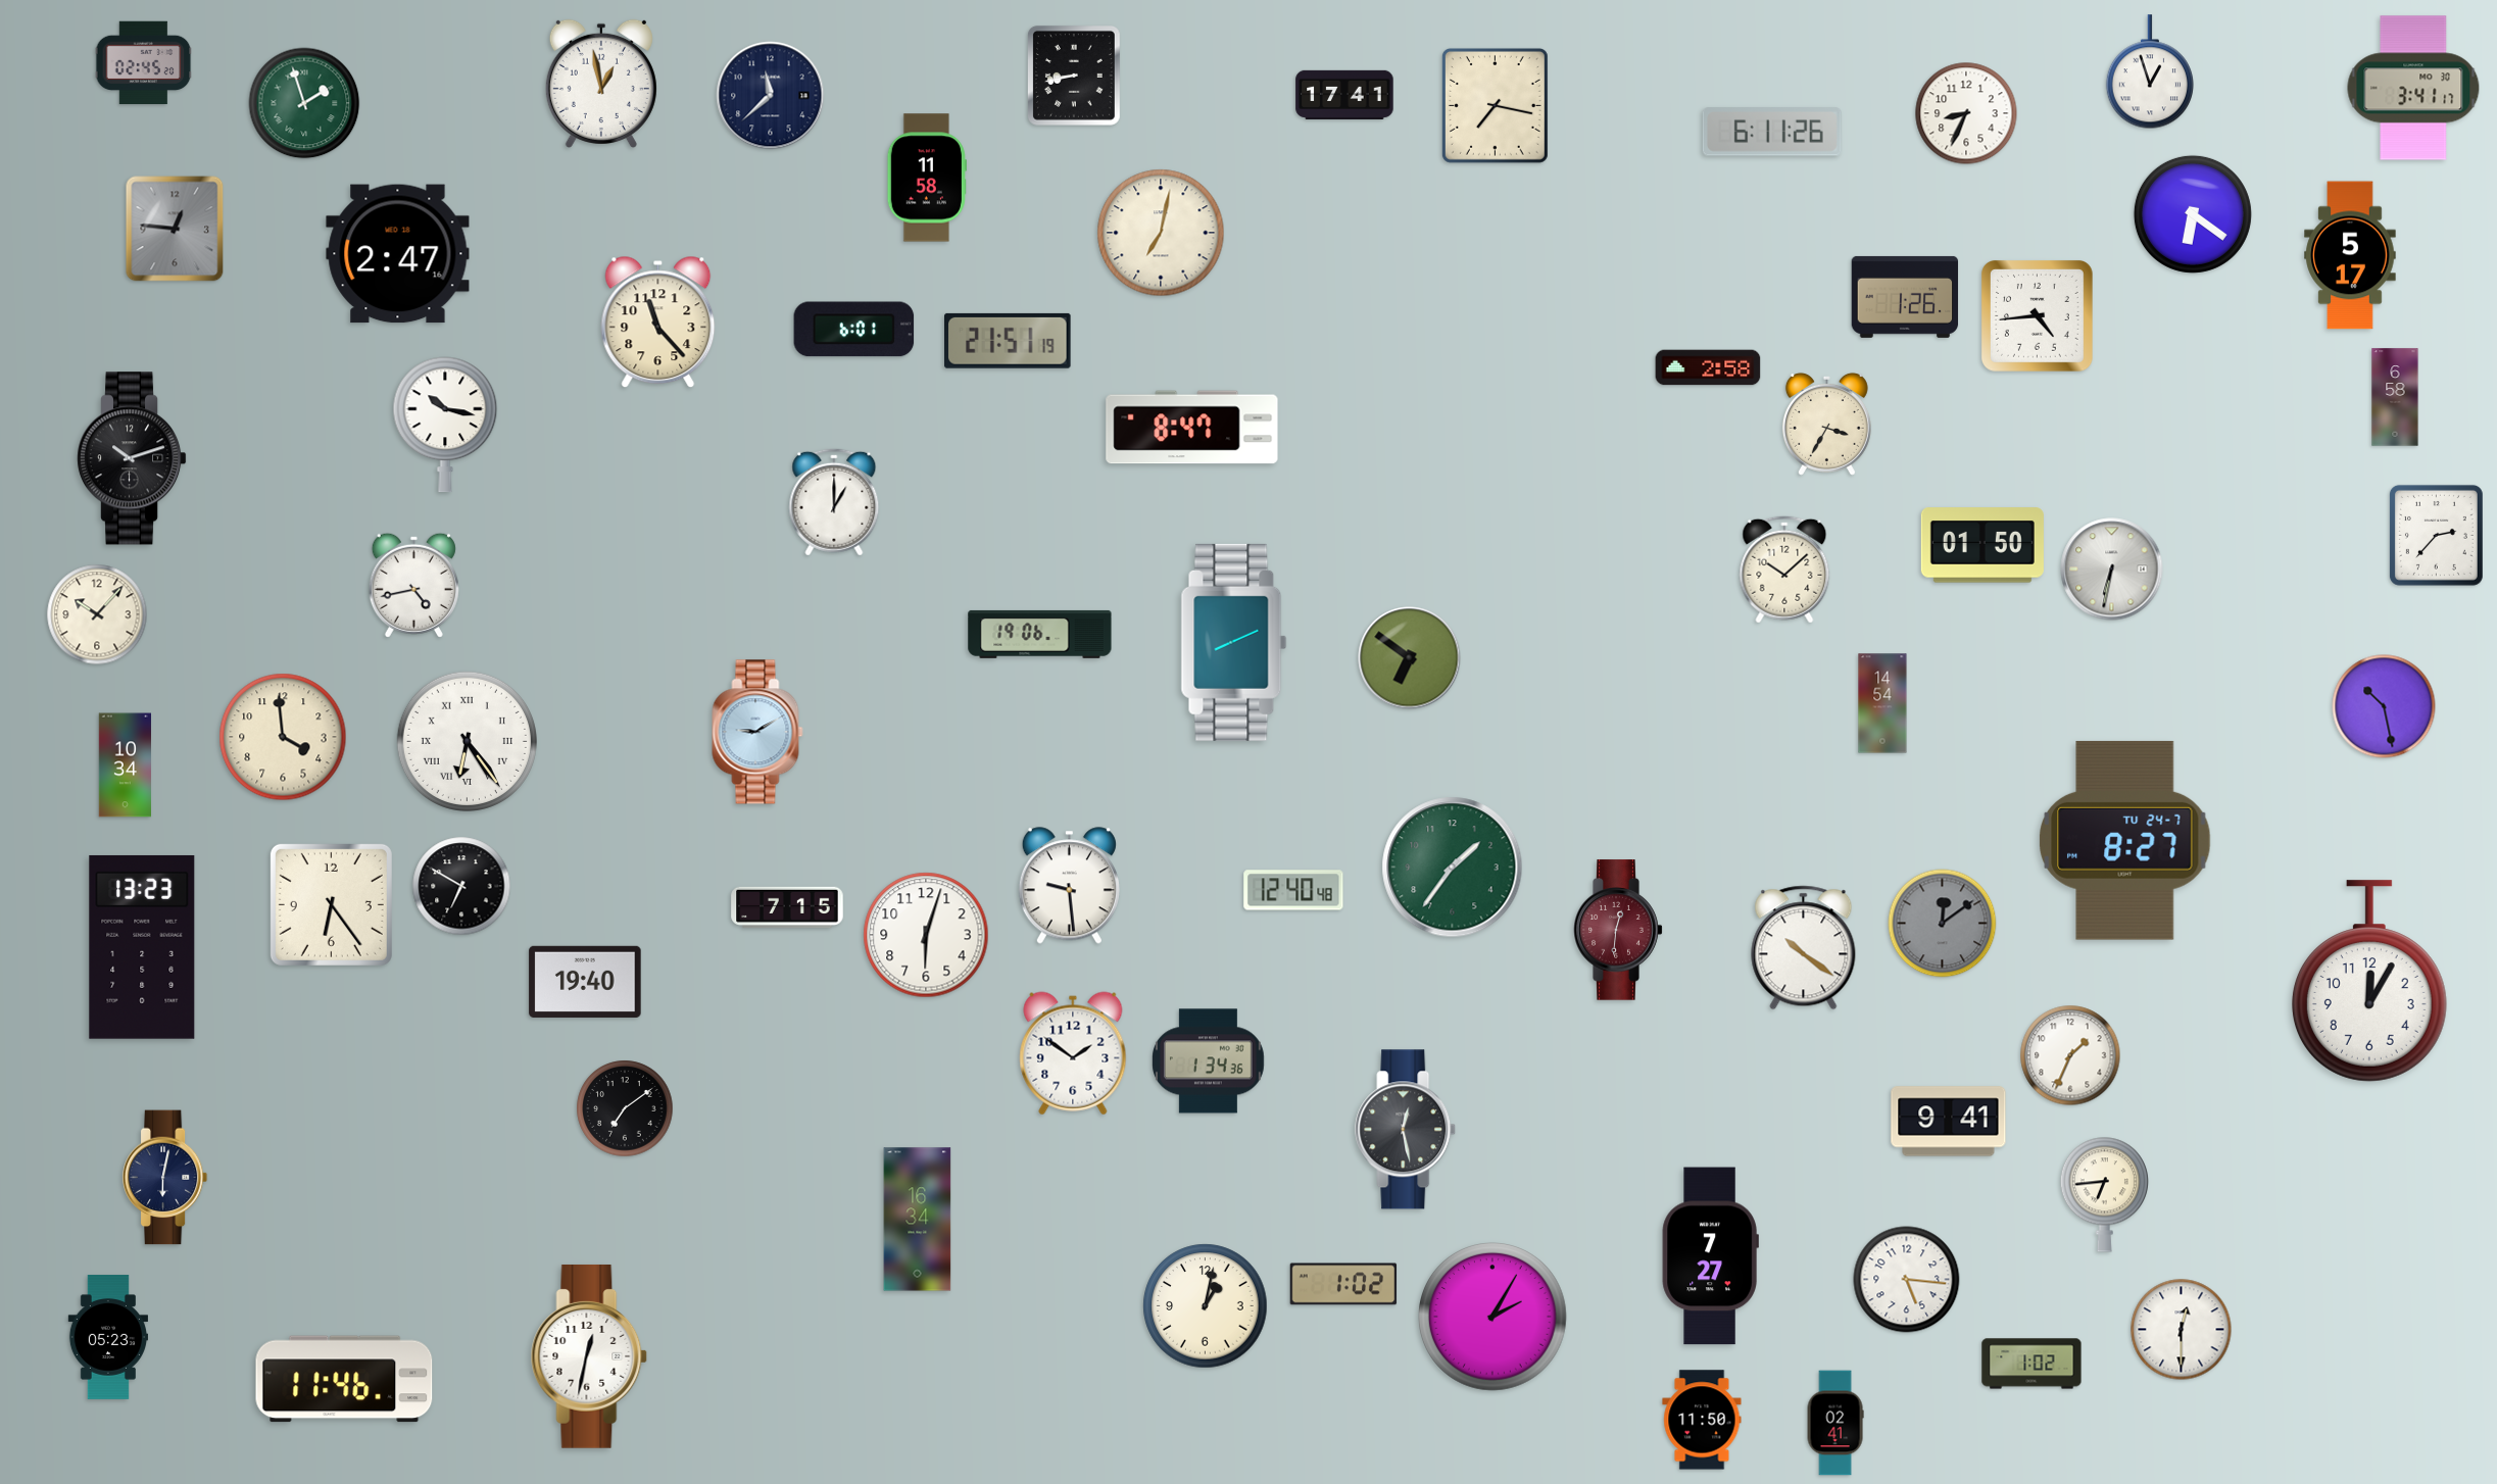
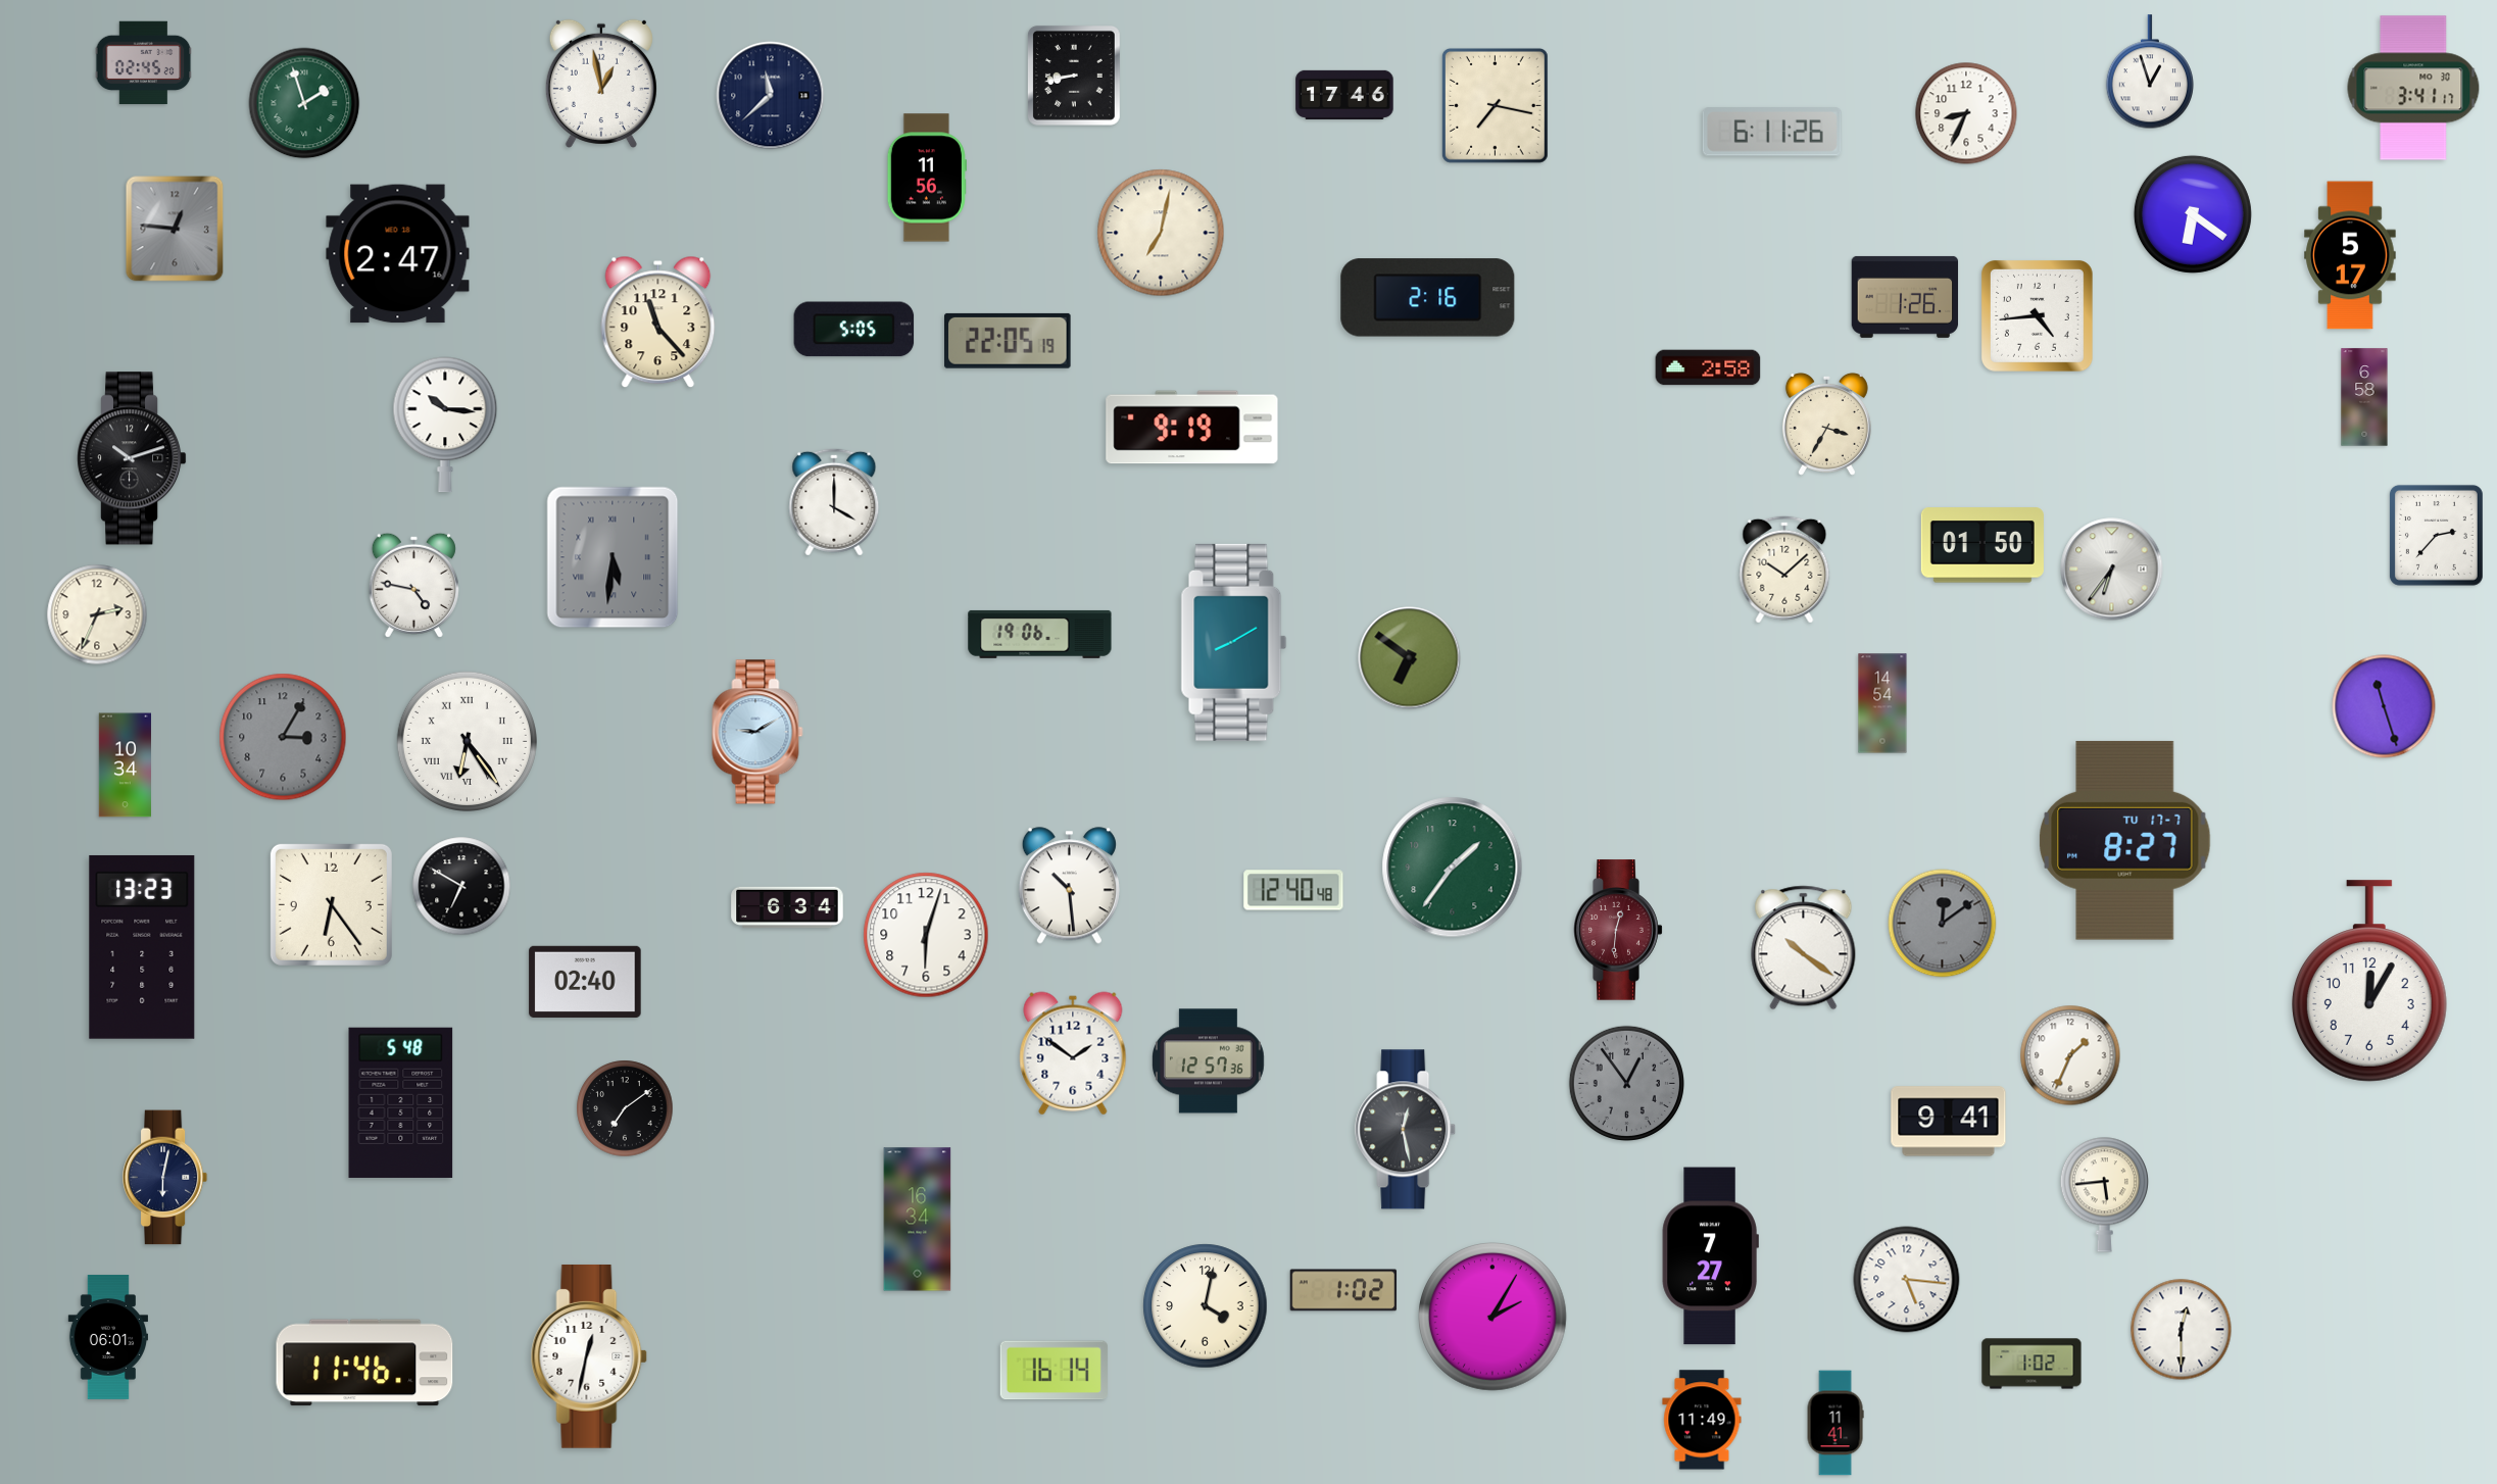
clock at (1344, 95): 17:41 -> 17:46
clock at (927, 178): 11:58 -> 11:56
clock at (1428, 298): none -> 2:16
clock at (854, 330): 6:01 -> 5:05
clock at (1009, 341): 21:51 -> 22:05
clock at (2395, 397) position: (2395, 397) -> (2364, 397)
clock at (445, 425): 10:17 -> 10:16
clock at (1192, 428): 8:47 -> 9:19
clock at (834, 502): 1:00 -> 4:00
clock at (613, 557): none -> 5:31
clock at (2112, 570): 6:32 -> 6:36
clock at (413, 585): 4:43 -> 4:47
clock at (97, 614): 10:07 -> 2:34
clock at (1234, 642): 8:11 -> 8:10
clock at (2384, 706): 10:28 -> 11:27
clock at (283, 737): 3:59 -> 3:05
clock at (283, 737) dial: cream -> grey
clock at (2125, 840) date: TU 24-7 -> TU 17-7
clock at (1069, 886): 9:29 -> 10:29
clock at (787, 907): 7:15 -> 6:34
clock at (585, 982): 19:40 -> 02:40
clock at (1209, 1061): 1:34 -> 12:57
clock at (1626, 1083): none -> 12:54
clock at (401, 1102): none -> 5:48
clock at (2104, 1194): 6:44 -> 5:44
clock at (1343, 1284) position: (1343, 1284) -> (1343, 1290)
clock at (1206, 1306): 1:02 -> 4:02
clock at (107, 1338): 05:23 -> 06:01
clock at (1054, 1371): none -> 16:14
clock at (344, 1379) position: (344, 1379) -> (364, 1363)
clock at (1702, 1420): 11:50 -> 11:49
clock at (1835, 1423): 02:41 -> 11:41
